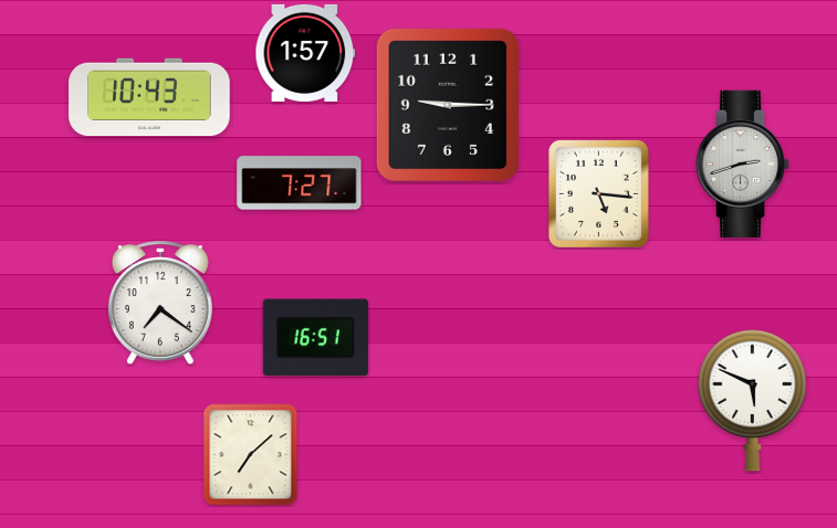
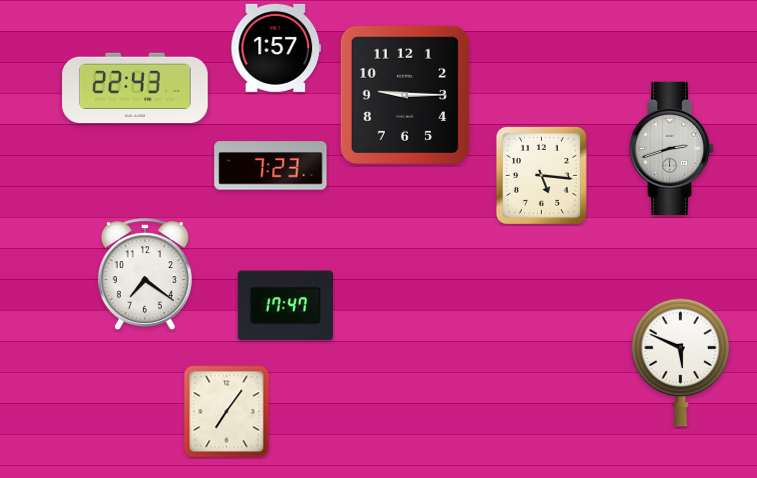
clock at (149, 97): 10:43 -> 22:43
clock at (300, 183): 7:27 -> 7:23
clock at (315, 338): 16:51 -> 17:47
clock at (251, 455): 7:08 -> 7:06
